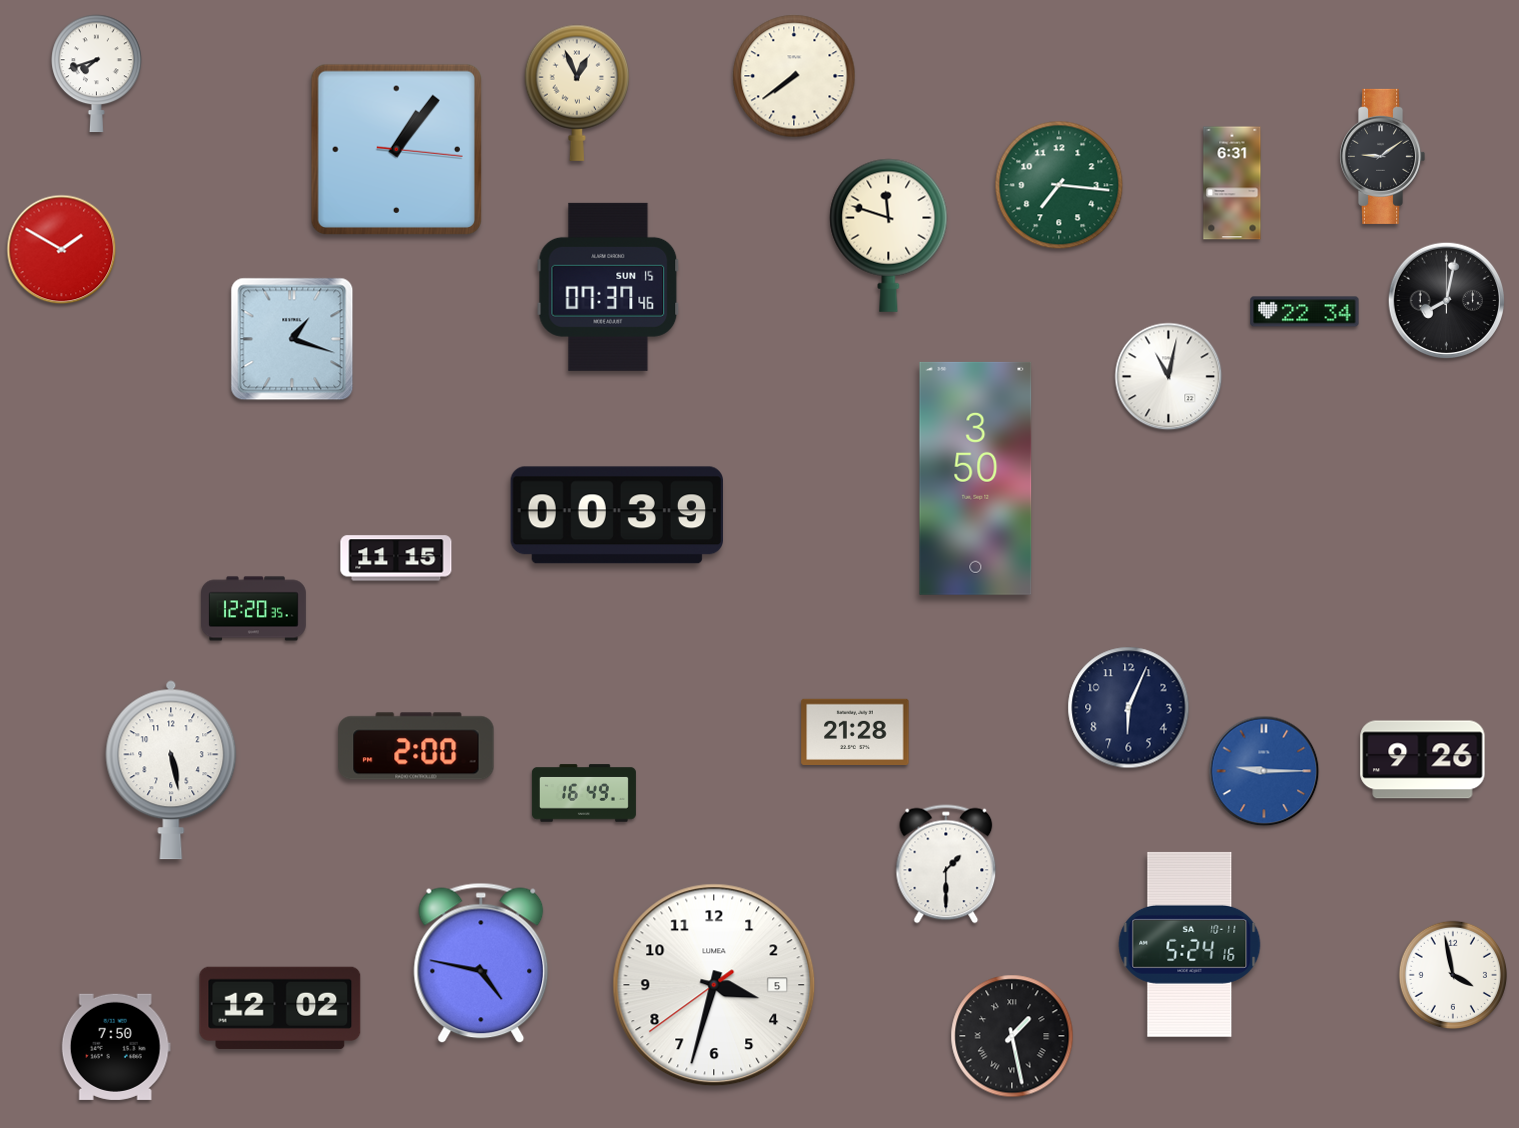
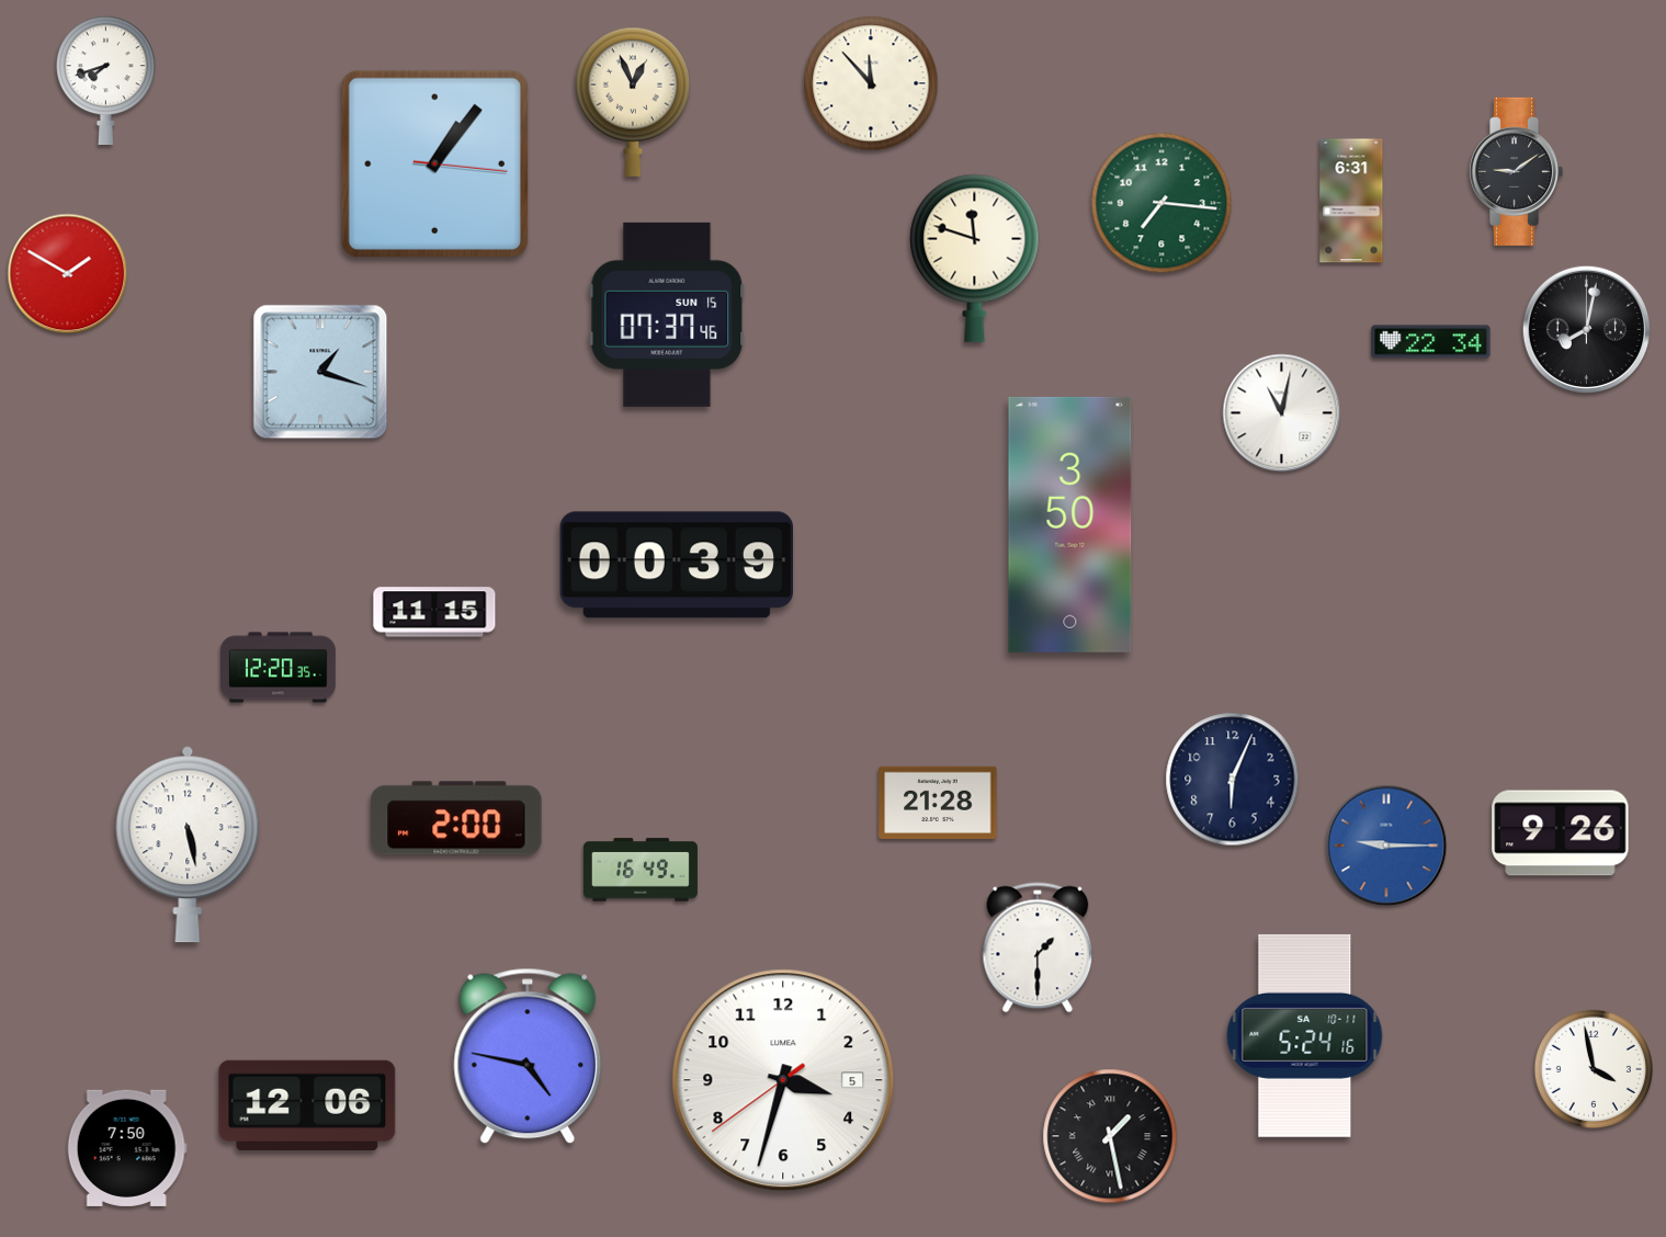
clock at (794, 76): 7:39 -> 11:53
clock at (1129, 708) position: (1129, 708) -> (1233, 780)
clock at (280, 1008): 12:02 -> 12:06
